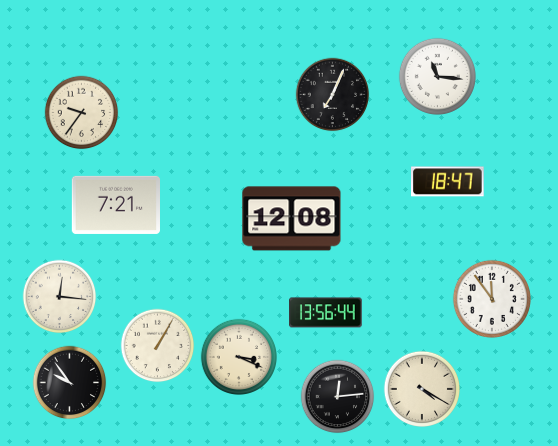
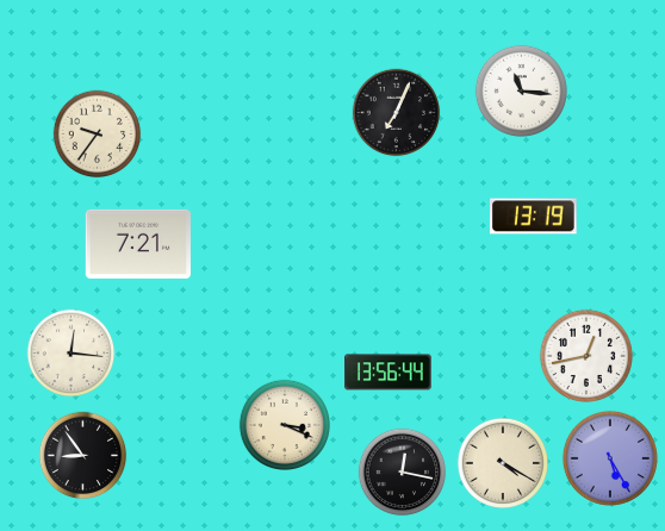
clock at (448, 182): 18:47 -> 13:19
clock at (292, 219): 12:08 -> none
clock at (492, 299): 11:54 -> 12:43
clock at (158, 346): 1:05 -> none
clock at (70, 383): 9:54 -> 8:54
clock at (610, 458): none -> 5:25
clock at (338, 397): 12:14 -> 12:17
